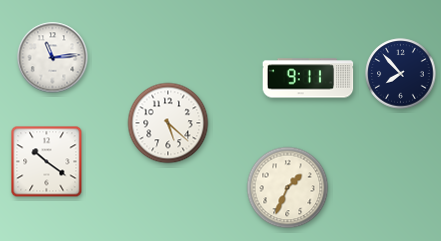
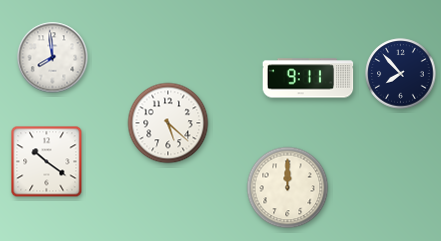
clock at (53, 58): 11:14 -> 7:59
clock at (288, 188): 1:34 -> 12:00
